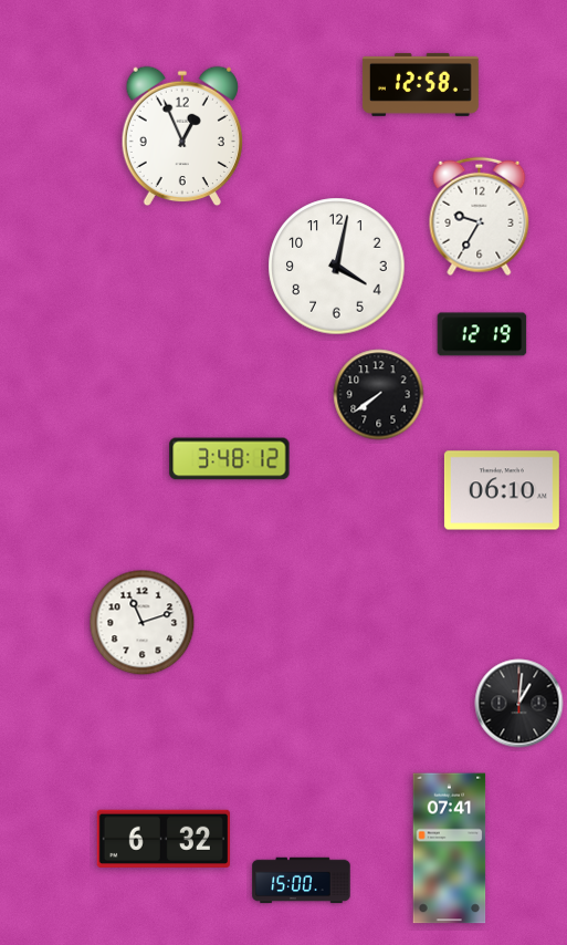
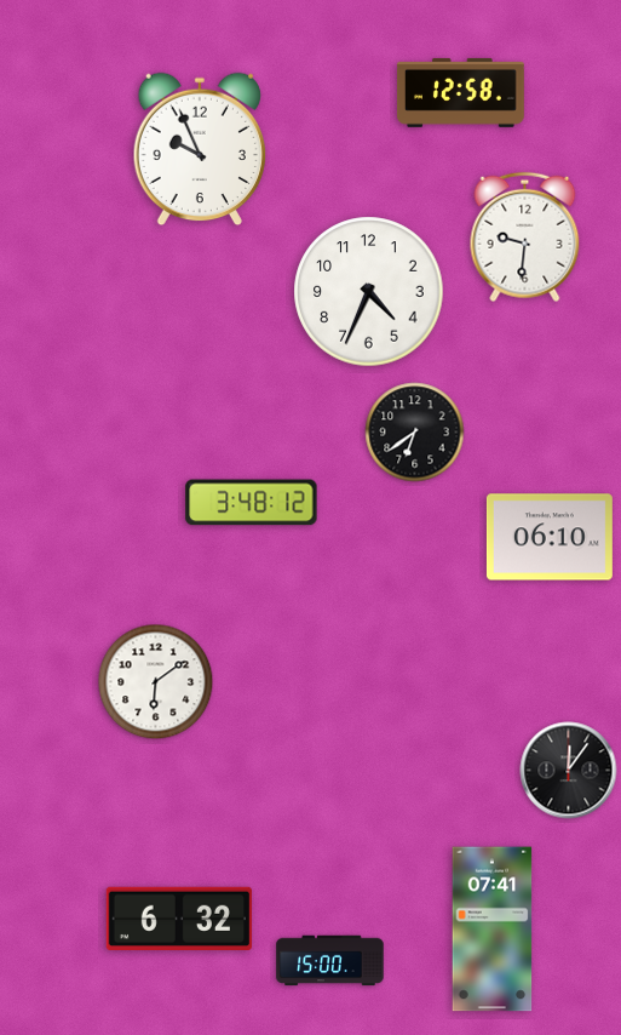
clock at (181, 136): 12:56 -> 9:56
clock at (480, 217): 9:35 -> 9:31
clock at (337, 267): 4:02 -> 4:34
clock at (482, 334): 12:19 -> none
clock at (379, 395): 7:39 -> 6:39
clock at (143, 623): 11:12 -> 6:09
clock at (519, 704): 1:01 -> 12:06
clock at (302, 881) position: (302, 881) -> (330, 961)
